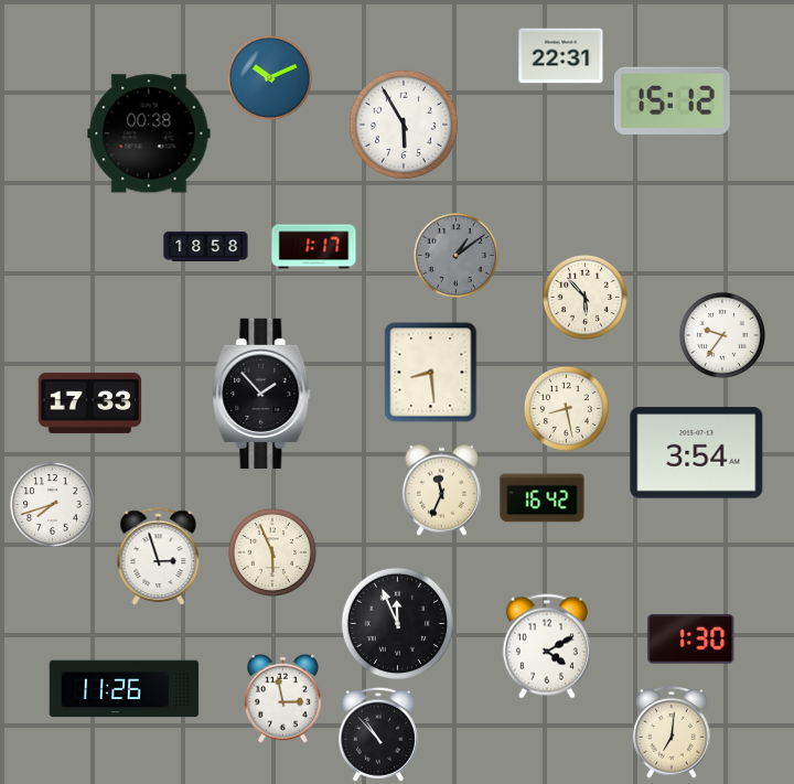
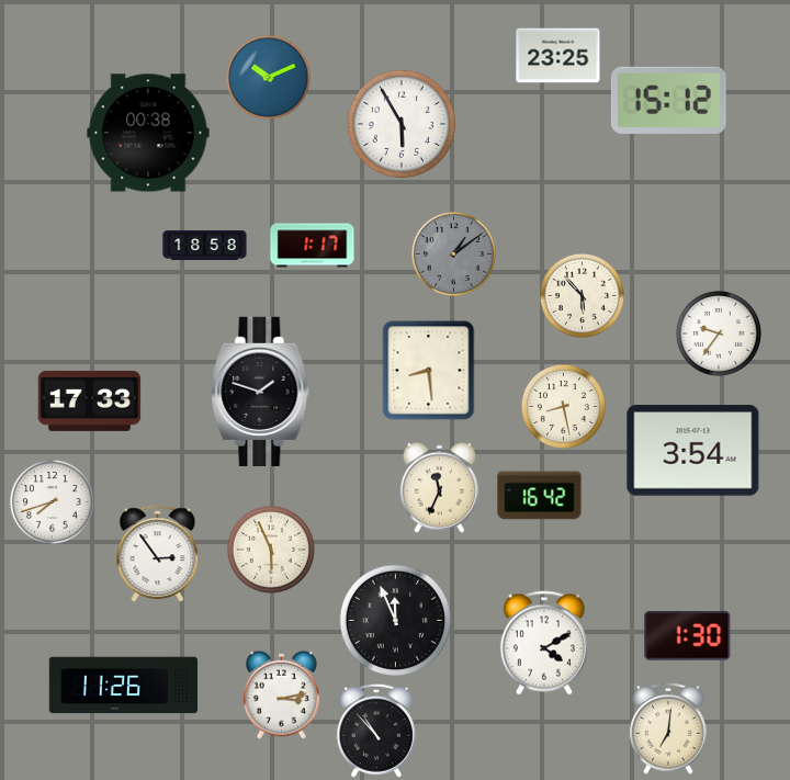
clock at (561, 56): 22:31 -> 23:25
clock at (261, 394): 1:53 -> 1:48
clock at (159, 557): 2:57 -> 2:54
clock at (282, 698): 2:58 -> 3:13
